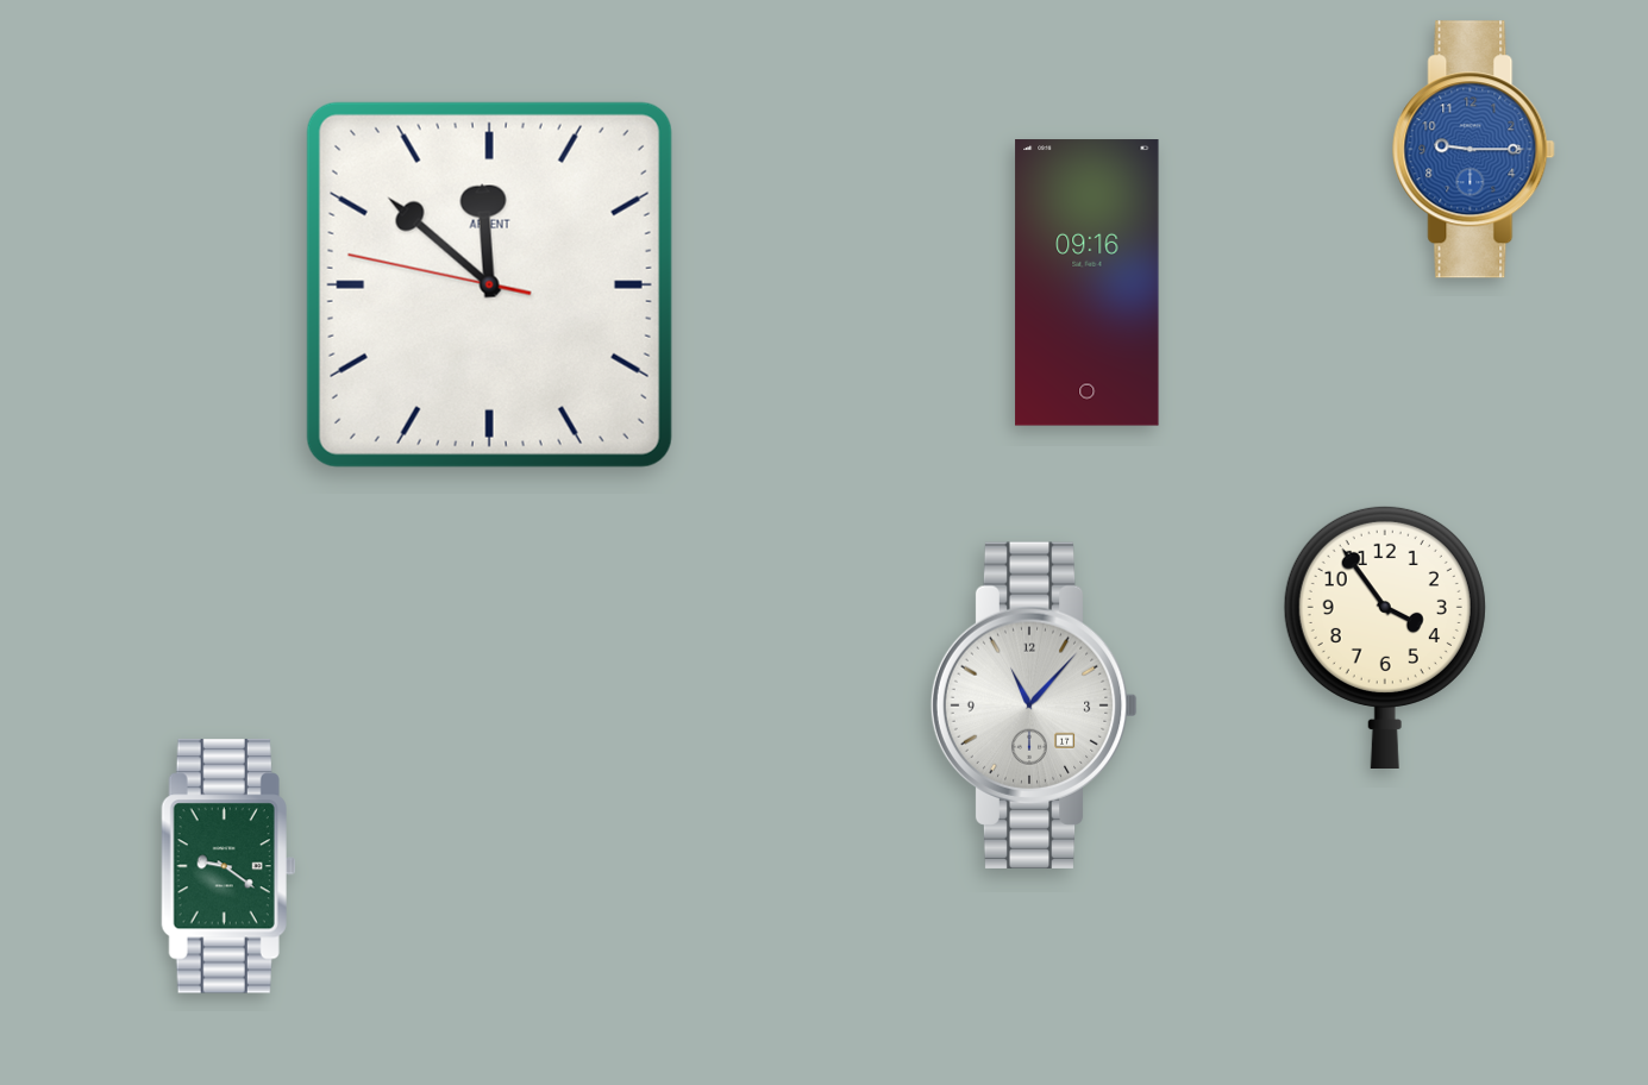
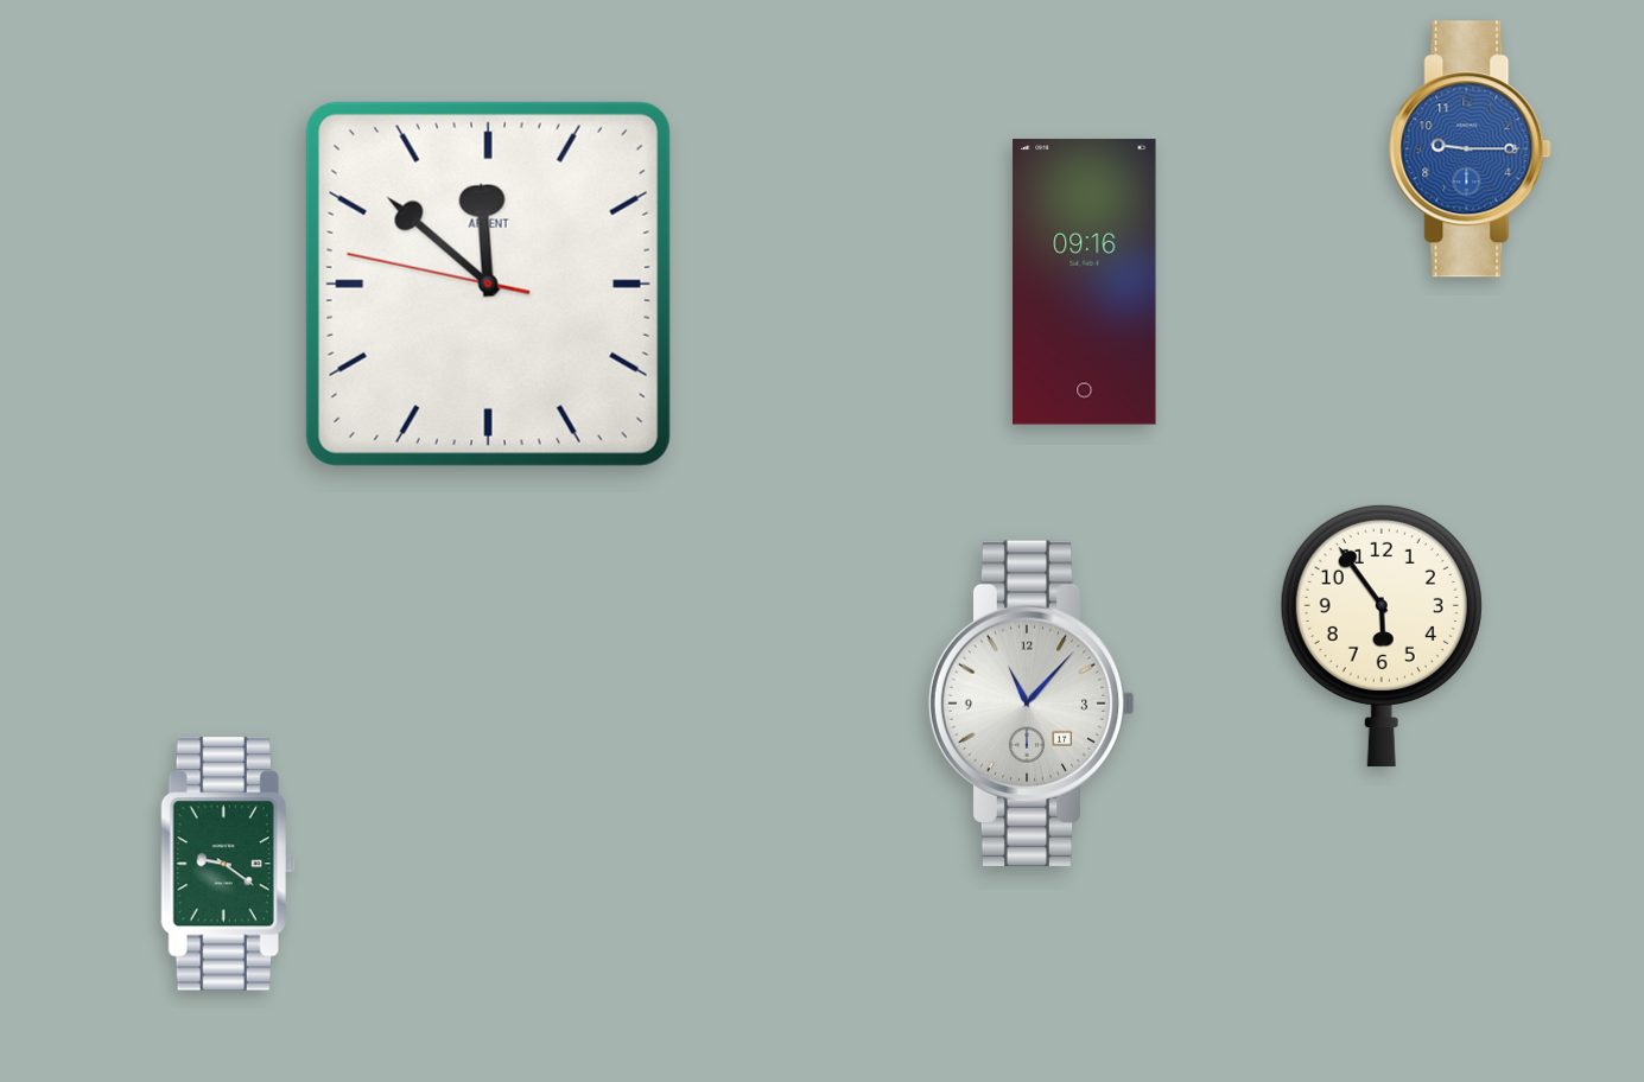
clock at (1385, 636): 3:54 -> 5:54
